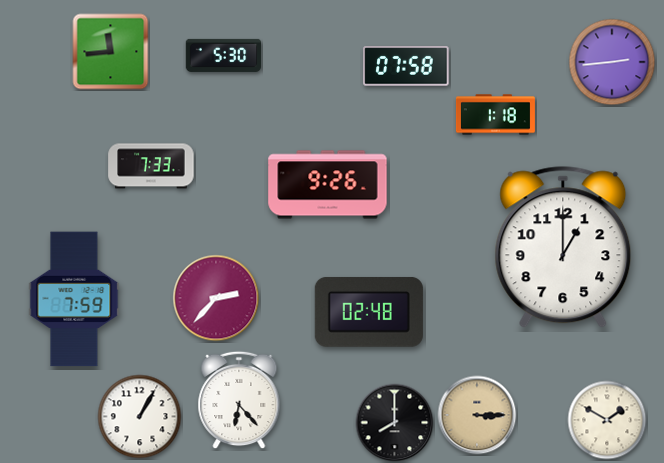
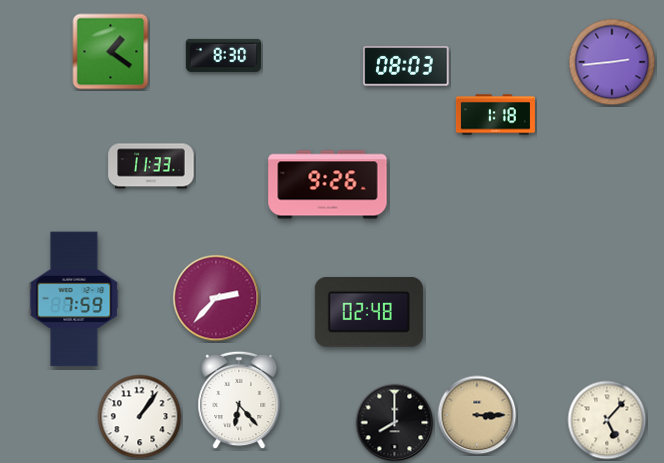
clock at (111, 52): 11:44 -> 1:21
clock at (224, 55): 5:30 -> 8:30
clock at (406, 66): 07:58 -> 08:03
clock at (151, 166): 7:33 -> 11:33
clock at (563, 247): 1:00 -> none
clock at (140, 417): 1:05 -> 1:06
clock at (607, 420): 1:50 -> 5:07
